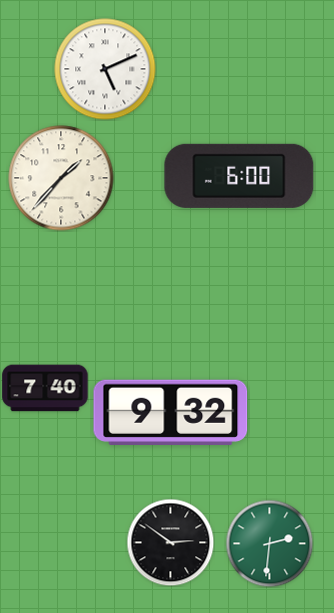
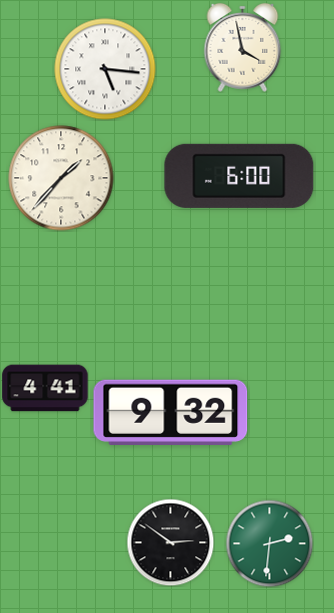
clock at (243, 48): none -> 3:58
clock at (105, 69): 5:11 -> 5:16
clock at (45, 388): 7:40 -> 4:41
